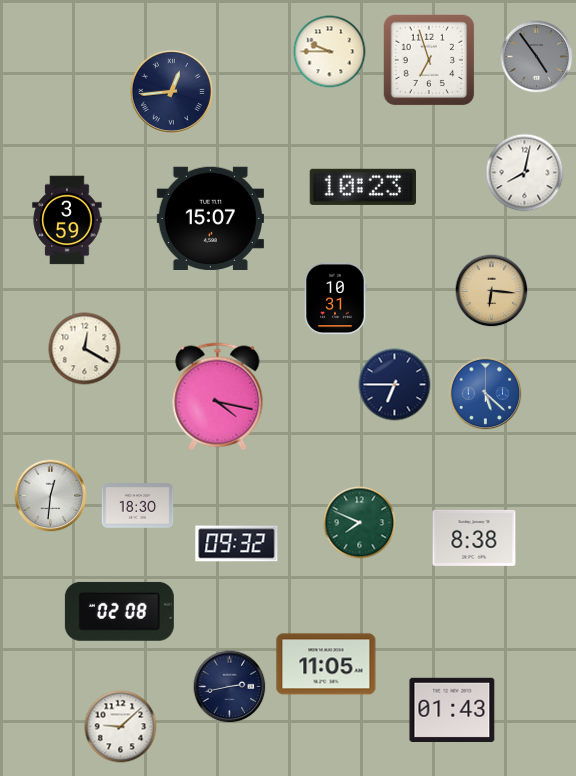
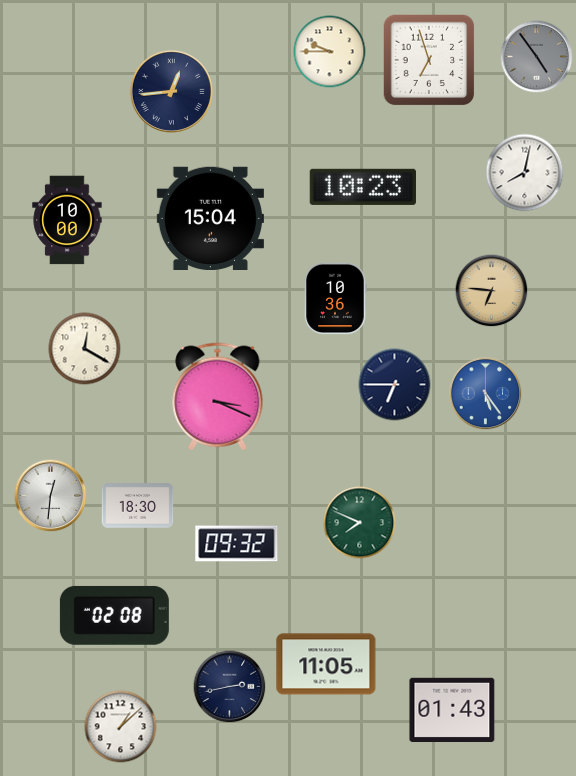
clock at (210, 218): 15:07 -> 15:04
clock at (67, 220): 3:59 -> 10:00
clock at (492, 291): 6:16 -> 6:46
clock at (335, 299): 10:31 -> 10:36
clock at (486, 394): 5:22 -> 5:24
clock at (218, 397): 4:17 -> 3:19
clock at (474, 538): 8:38 -> none
clock at (119, 611) position: (119, 611) -> (114, 615)
clock at (121, 727): 9:08 -> 1:08
